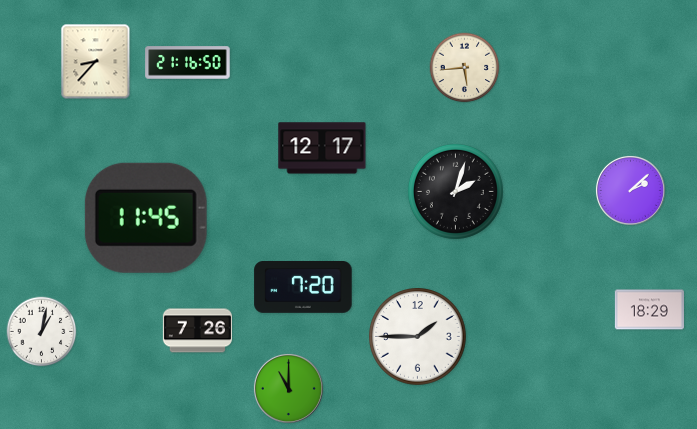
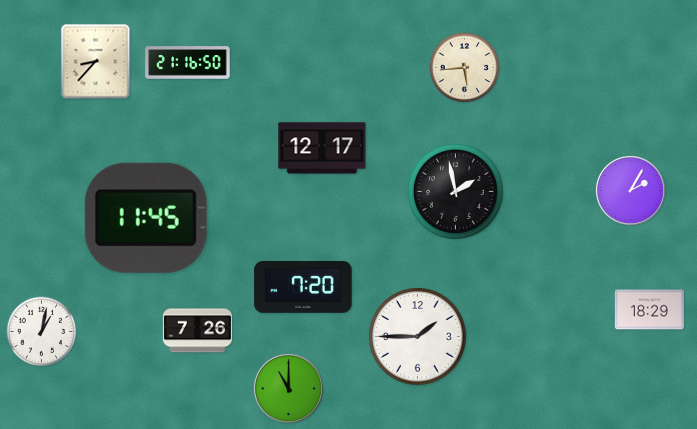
clock at (630, 190): 2:08 -> 2:05
clock at (455, 191): 2:03 -> 1:58
